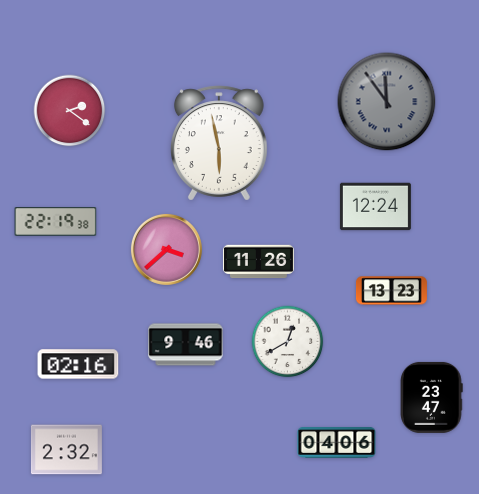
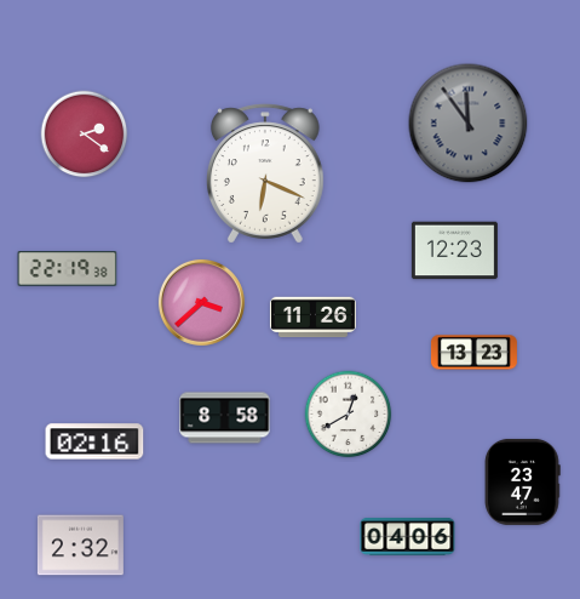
clock at (219, 143): 5:58 -> 6:19
clock at (375, 207): 12:24 -> 12:23
clock at (186, 345): 9:46 -> 8:58
